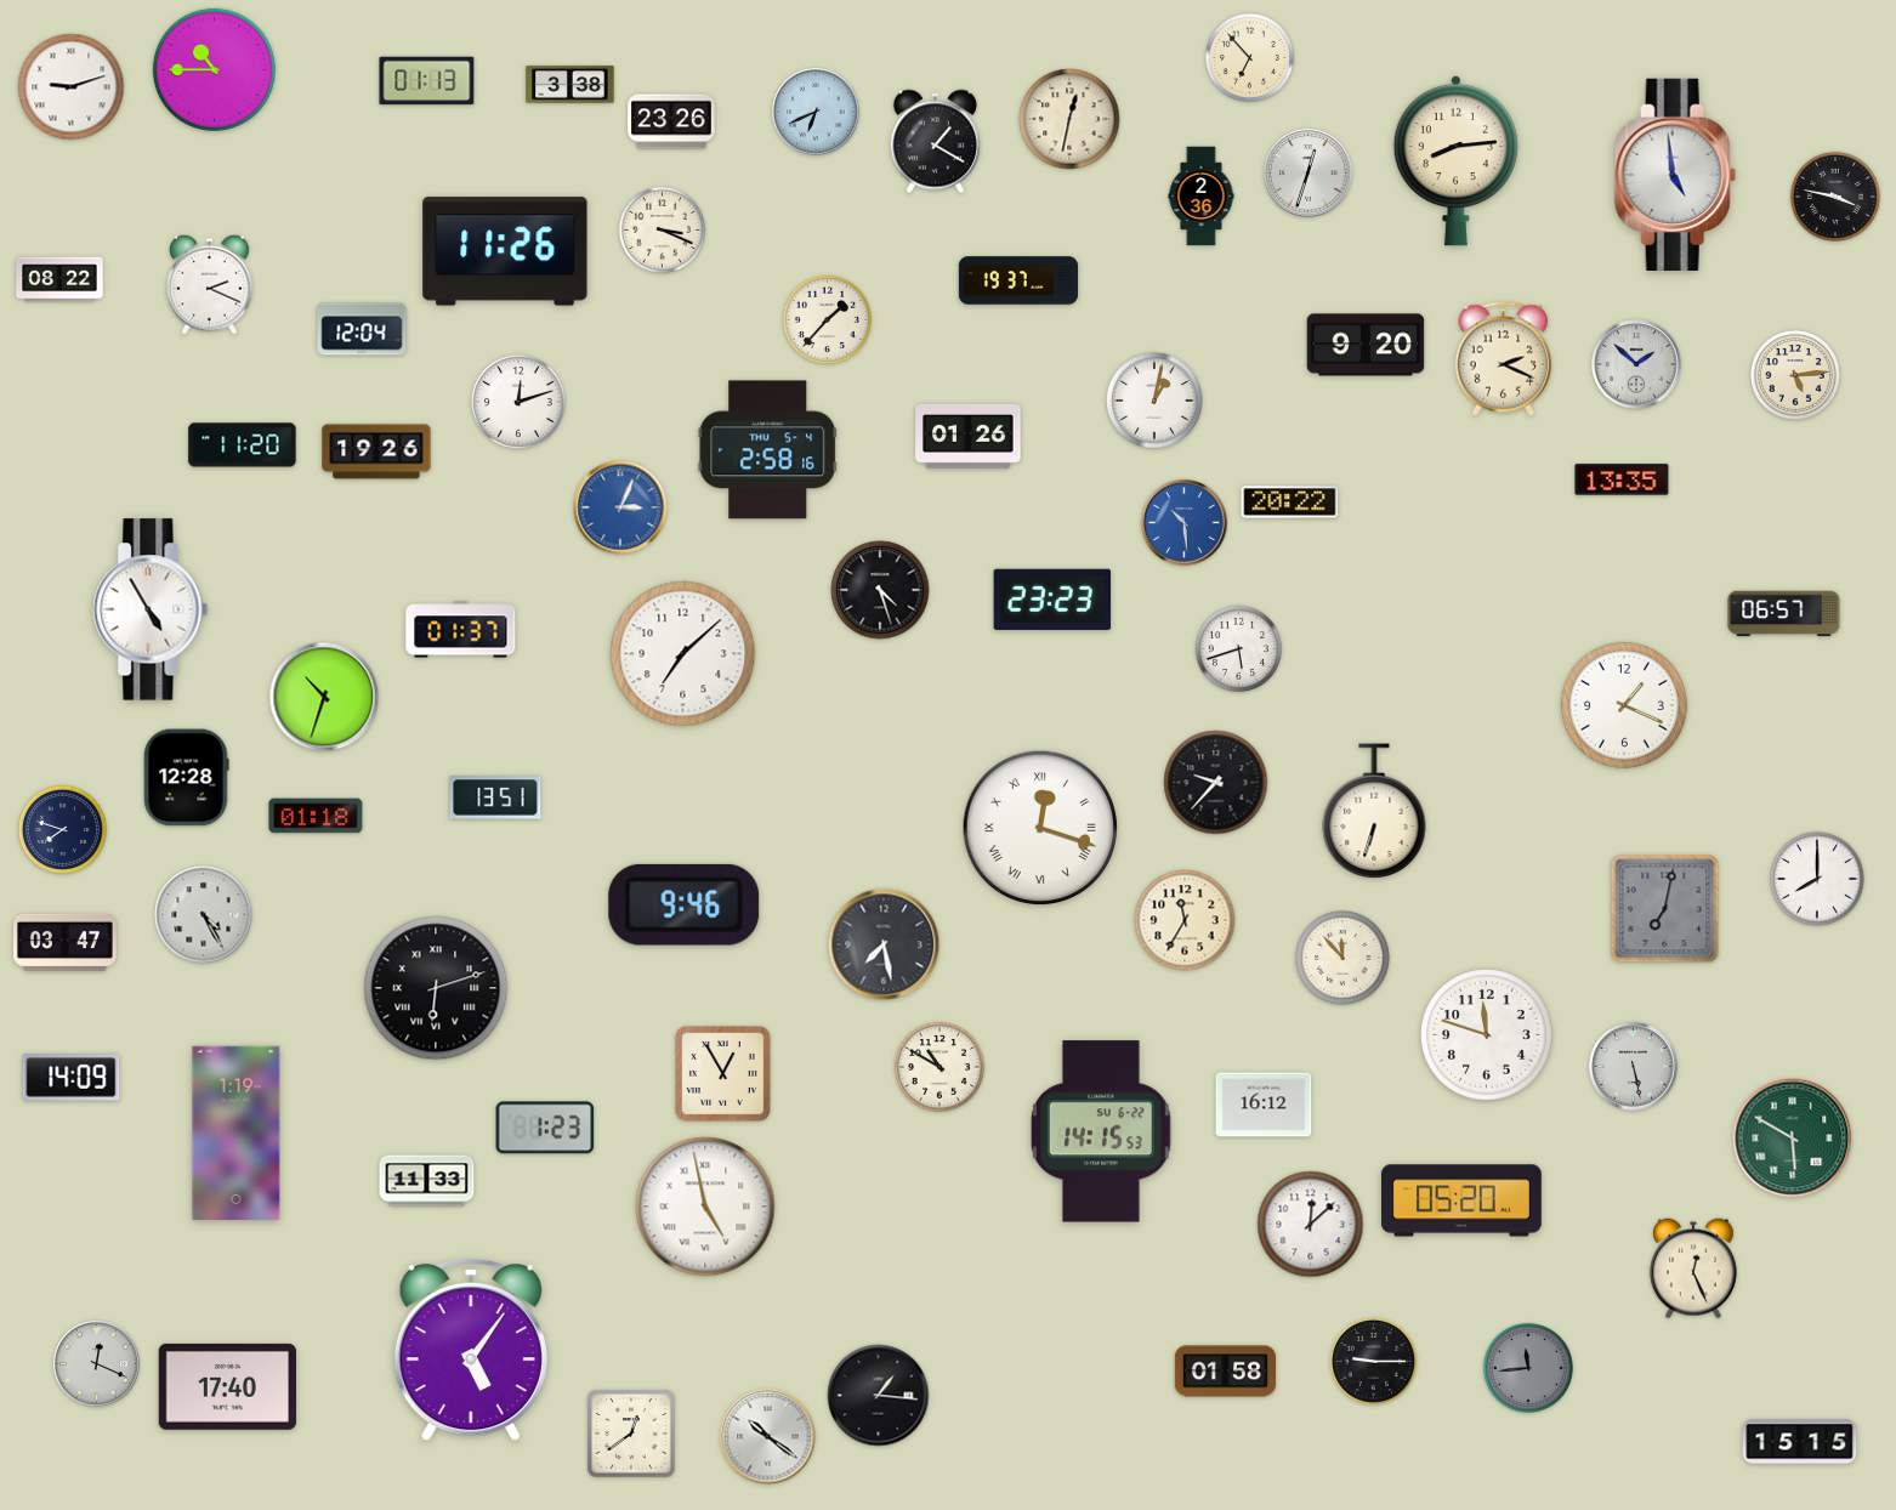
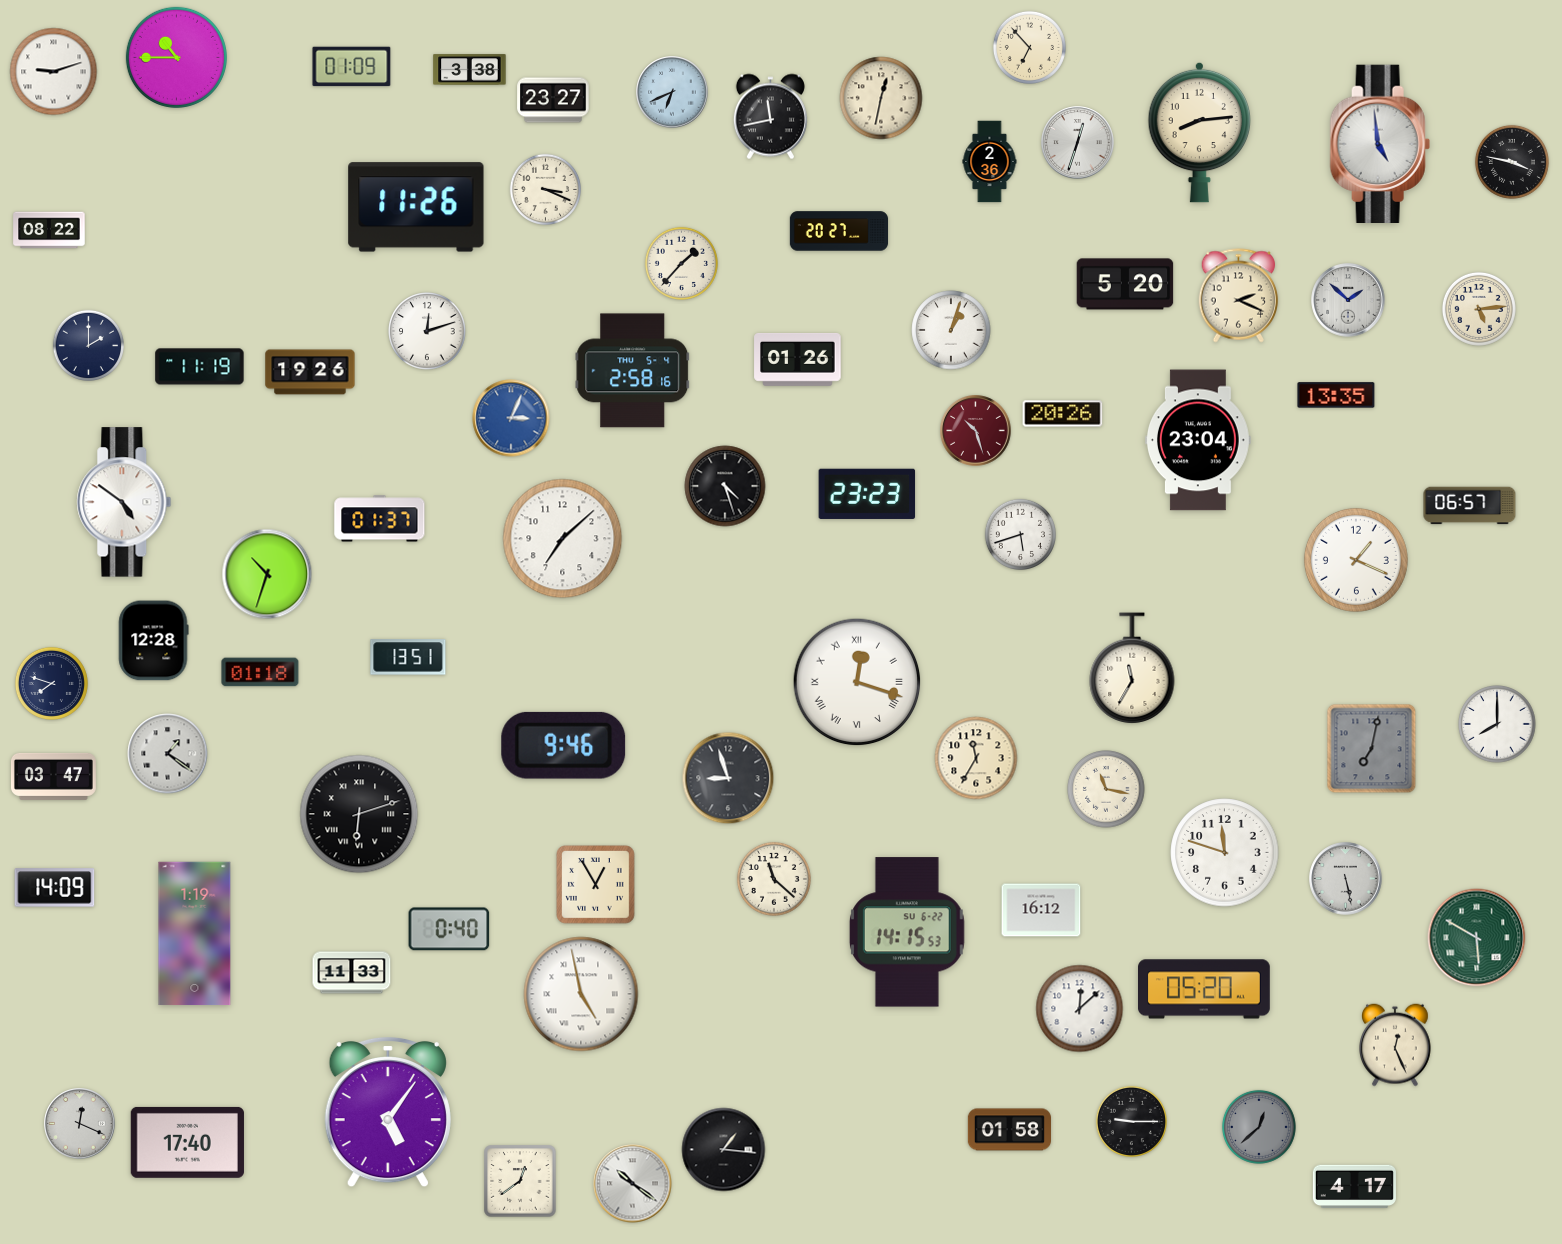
clock at (427, 81): 01:13 -> 01:09
clock at (72, 87) position: (72, 87) -> (54, 72)
clock at (671, 121): 23:26 -> 23:27
clock at (935, 142): 1:20 -> 11:43
clock at (1018, 280): 19:37 -> 20:27
clock at (210, 284): 2:19 -> none
clock at (362, 329): 12:04 -> none
clock at (1366, 345): 9:20 -> 5:20
clock at (1154, 401): 1:02 -> 1:03
clock at (88, 345): none -> 2:00
clock at (243, 445): 11:20 -> 11:19
clock at (1290, 503): 20:22 -> 20:26
clock at (1185, 523): 10:29 -> 10:27
clock at (1185, 523) dial: blue -> burgundy
clock at (1198, 440): none -> 23:04
clock at (151, 609): 4:55 -> 4:51
clock at (1624, 705) position: (1624, 705) -> (1356, 560)
clock at (1216, 783): 9:37 -> none
clock at (1374, 812): 6:33 -> 11:35
clock at (204, 915): 4:25 -> 1:21
clock at (884, 944): 7:28 -> 8:57
clock at (1342, 958): 11:53 -> 11:17
clock at (940, 1067): 10:50 -> 11:22
clock at (72, 1078) position: (72, 1078) -> (55, 888)
clock at (545, 1128): 1:23 -> 0:40
clock at (1528, 1368): 11:44 -> 12:38
clock at (1354, 1187): none -> 4:17
clock at (1800, 1442): 15:15 -> none
